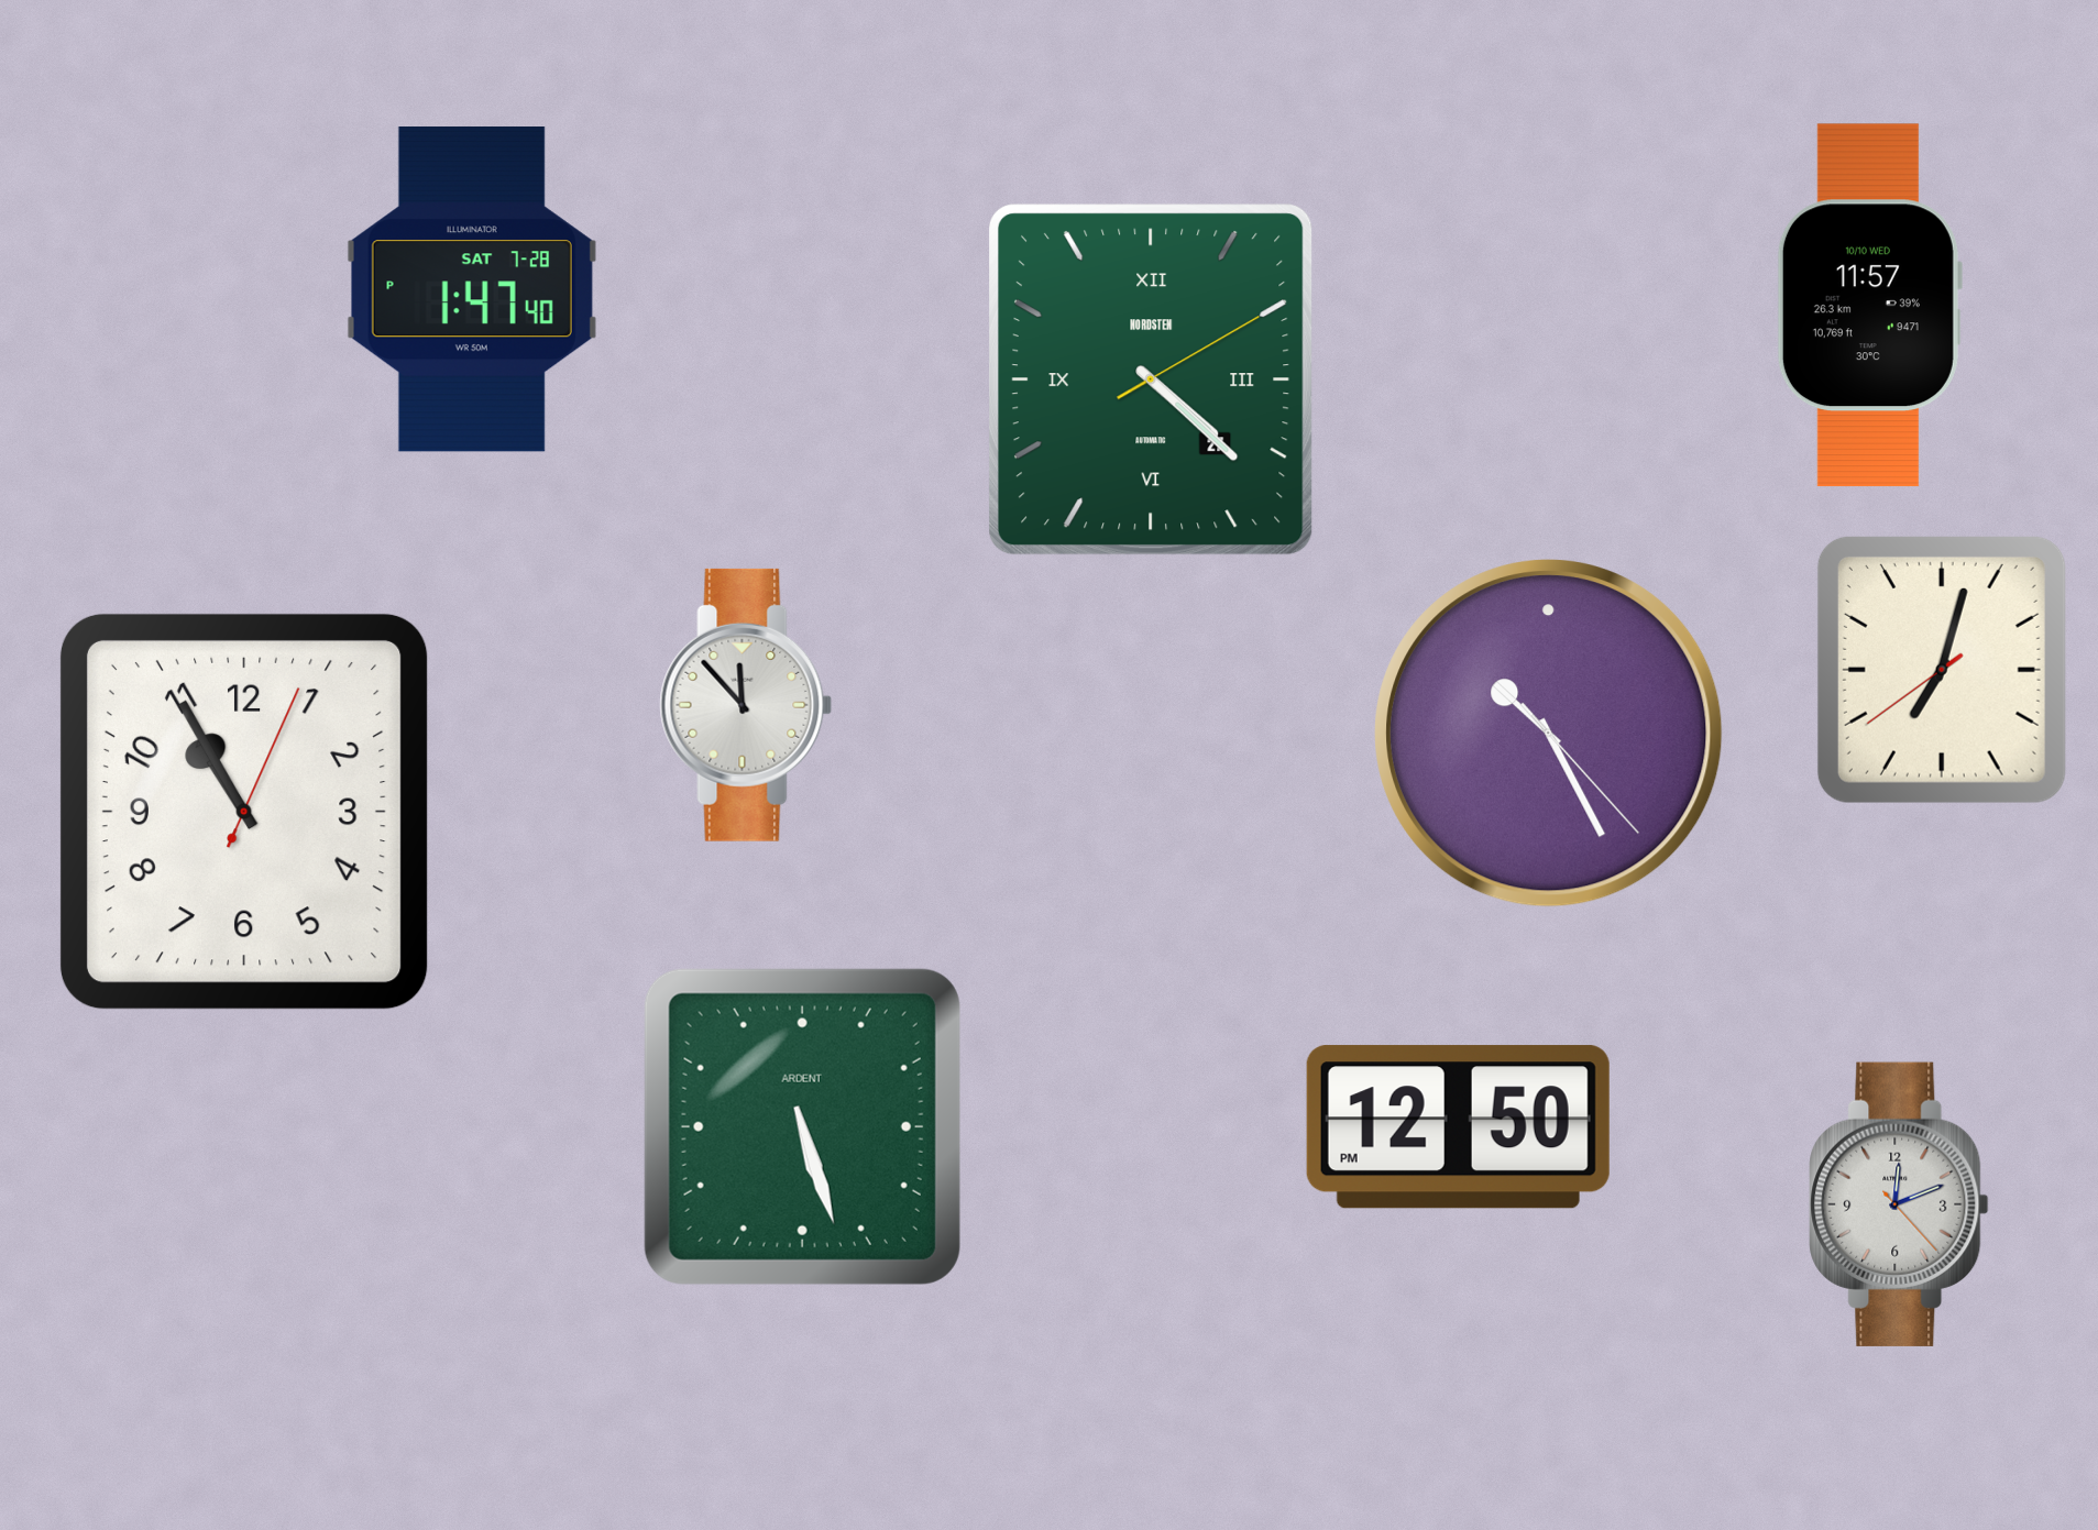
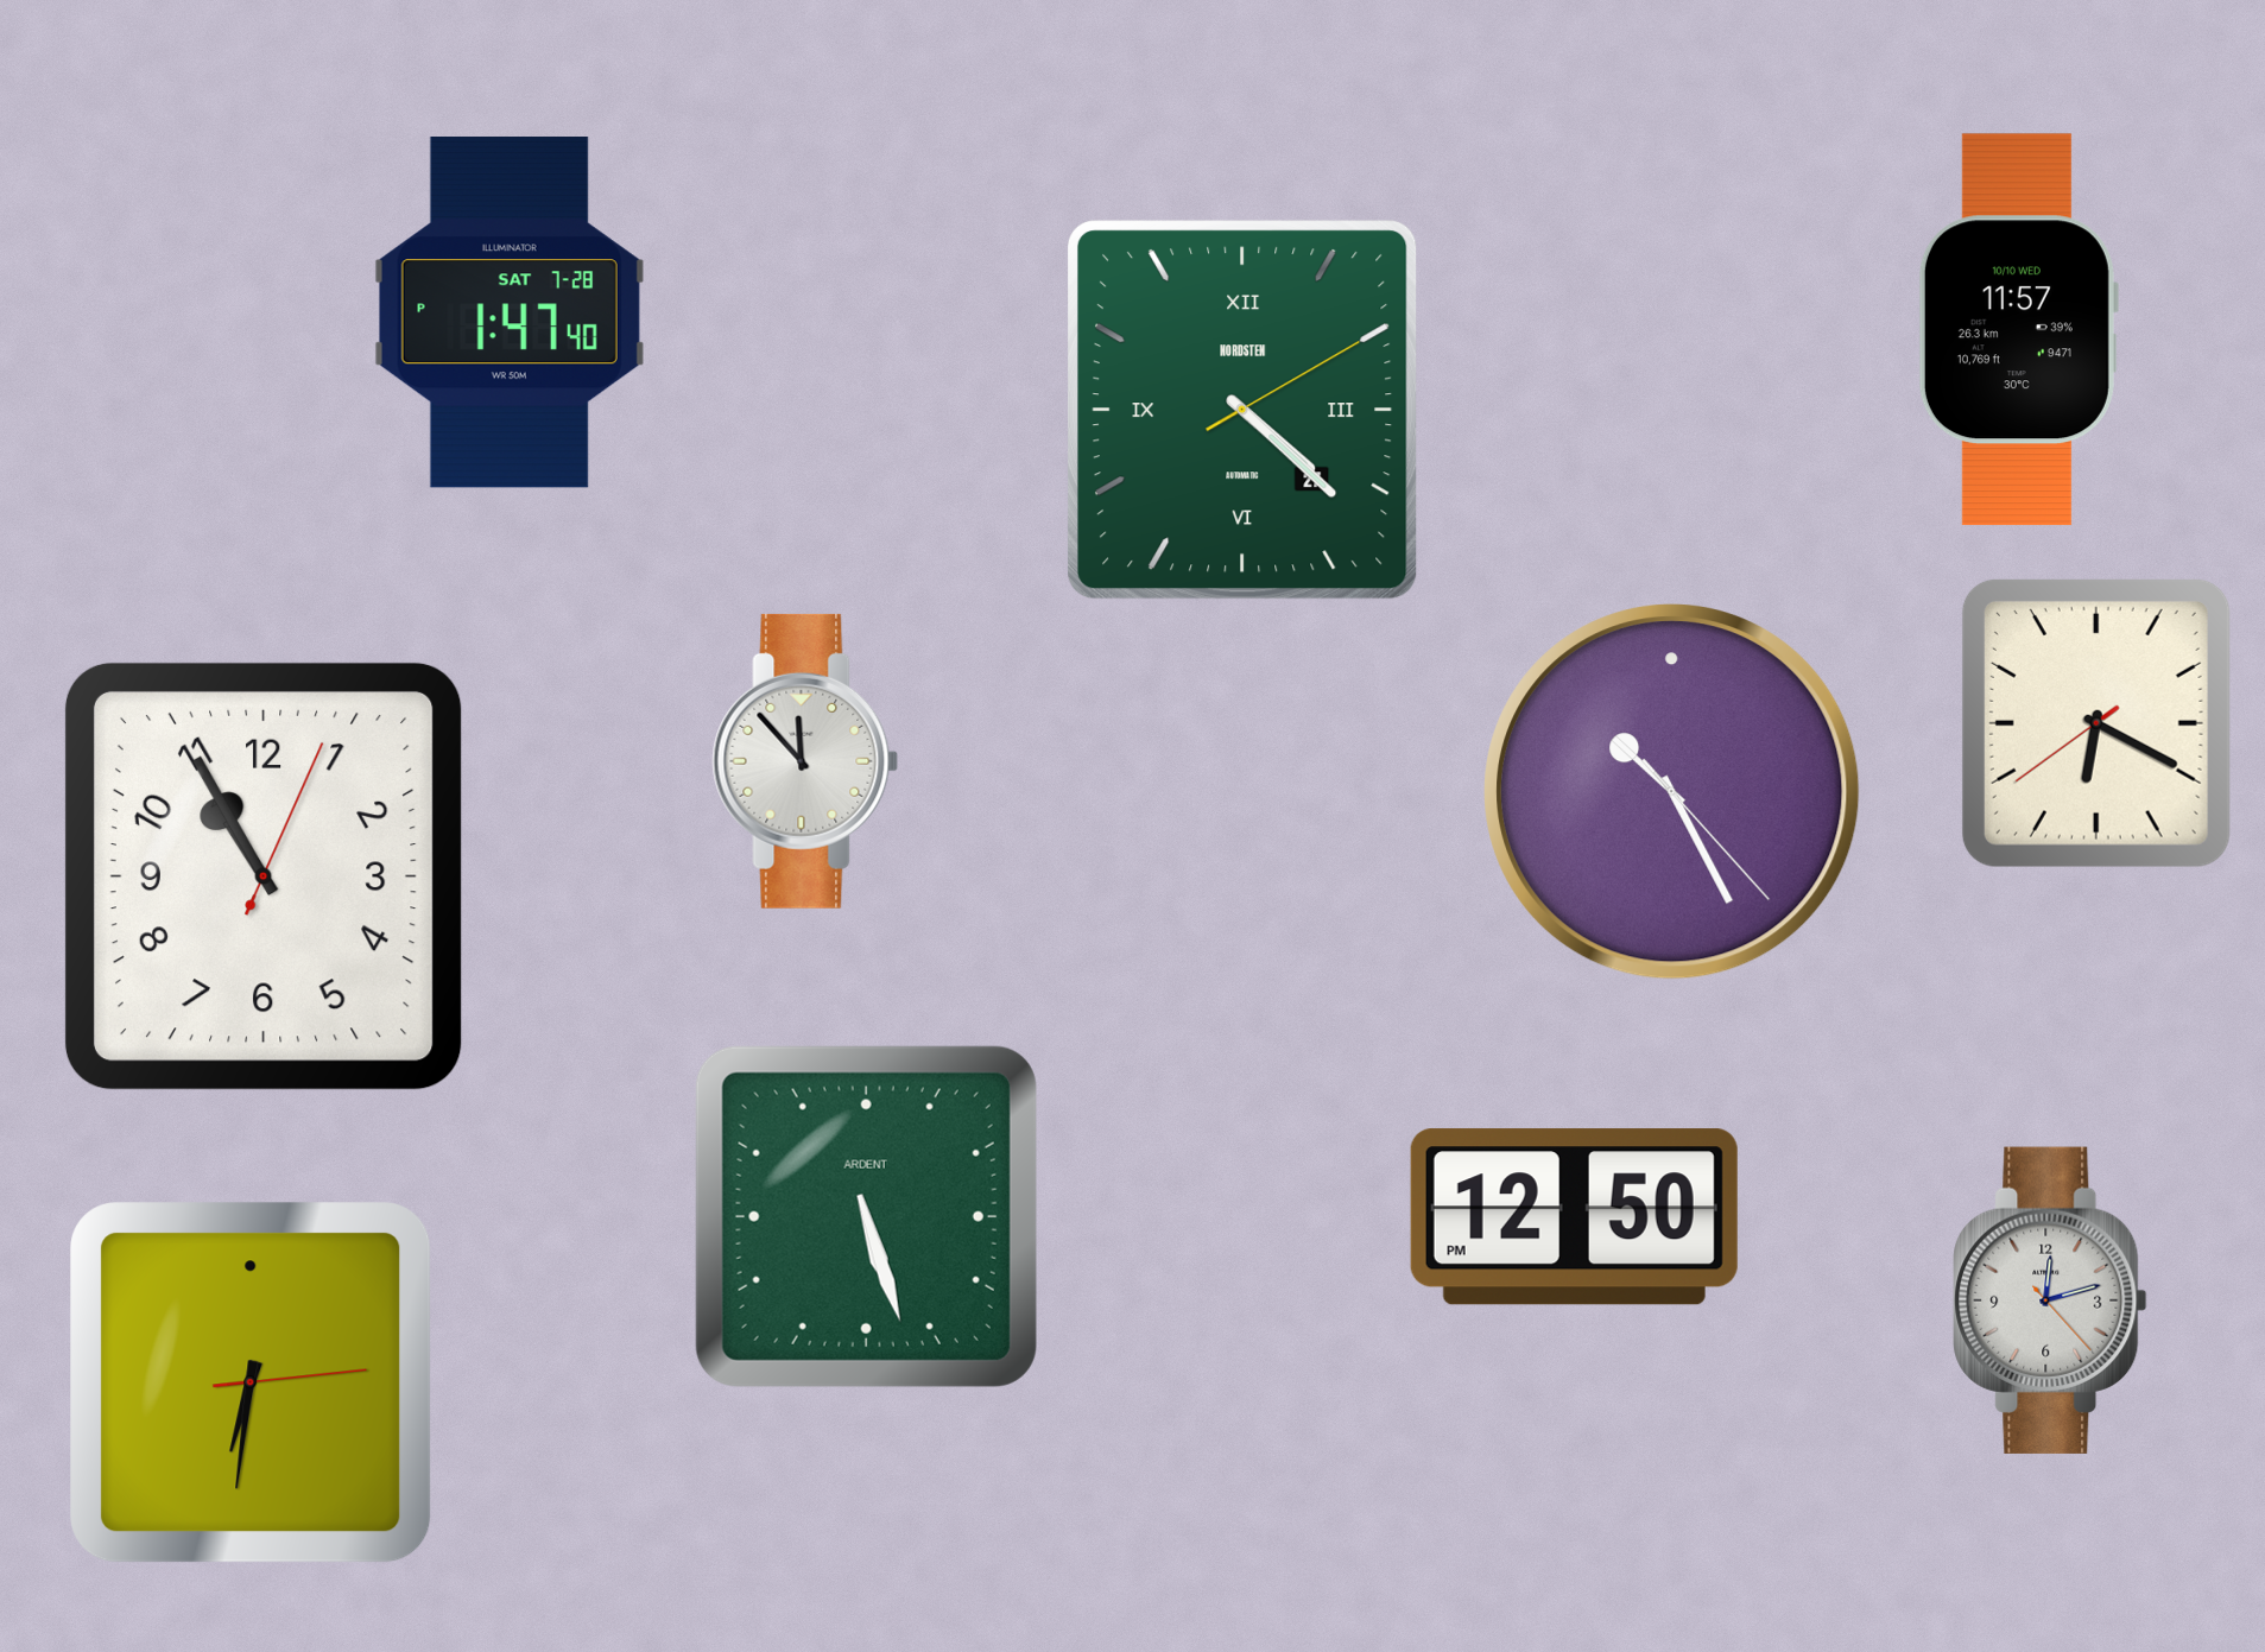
clock at (1942, 670): 7:02 -> 6:19
clock at (1899, 1204): 12:11 -> 12:12
clock at (251, 1382): none -> 6:31
